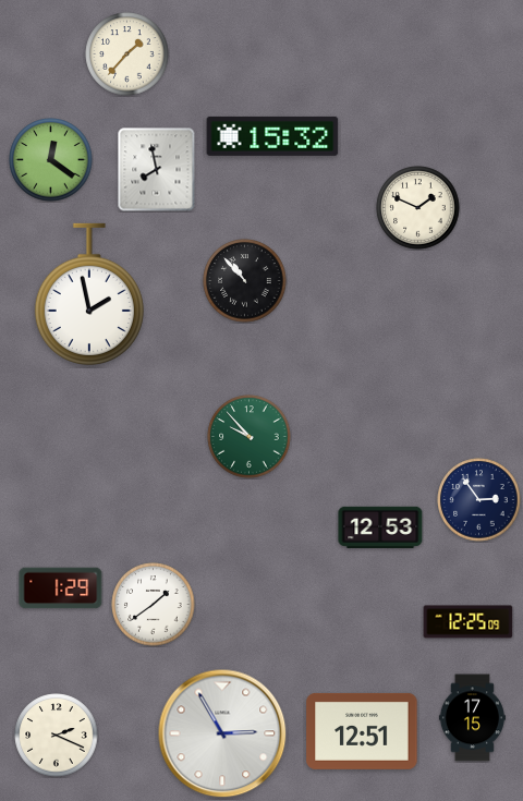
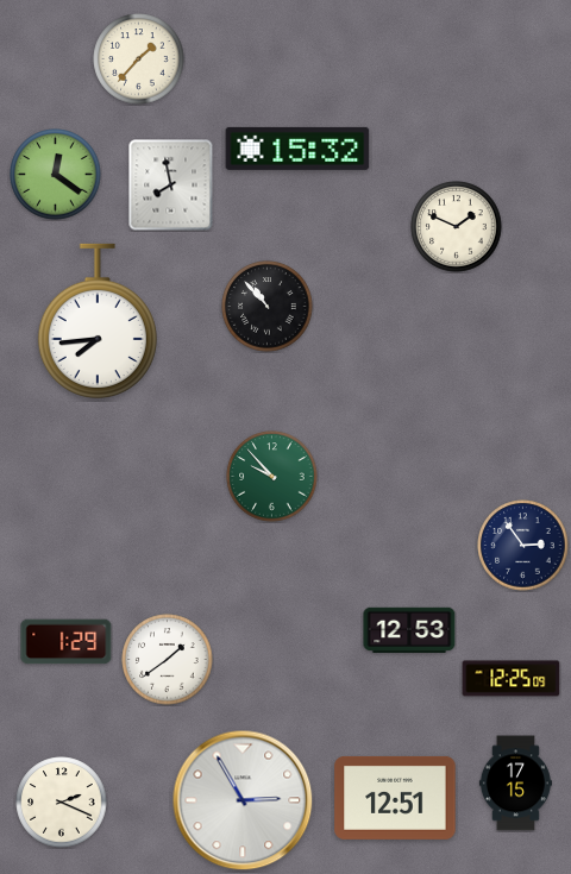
clock at (89, 294): 1:58 -> 7:44
clock at (380, 527) position: (380, 527) -> (409, 630)
